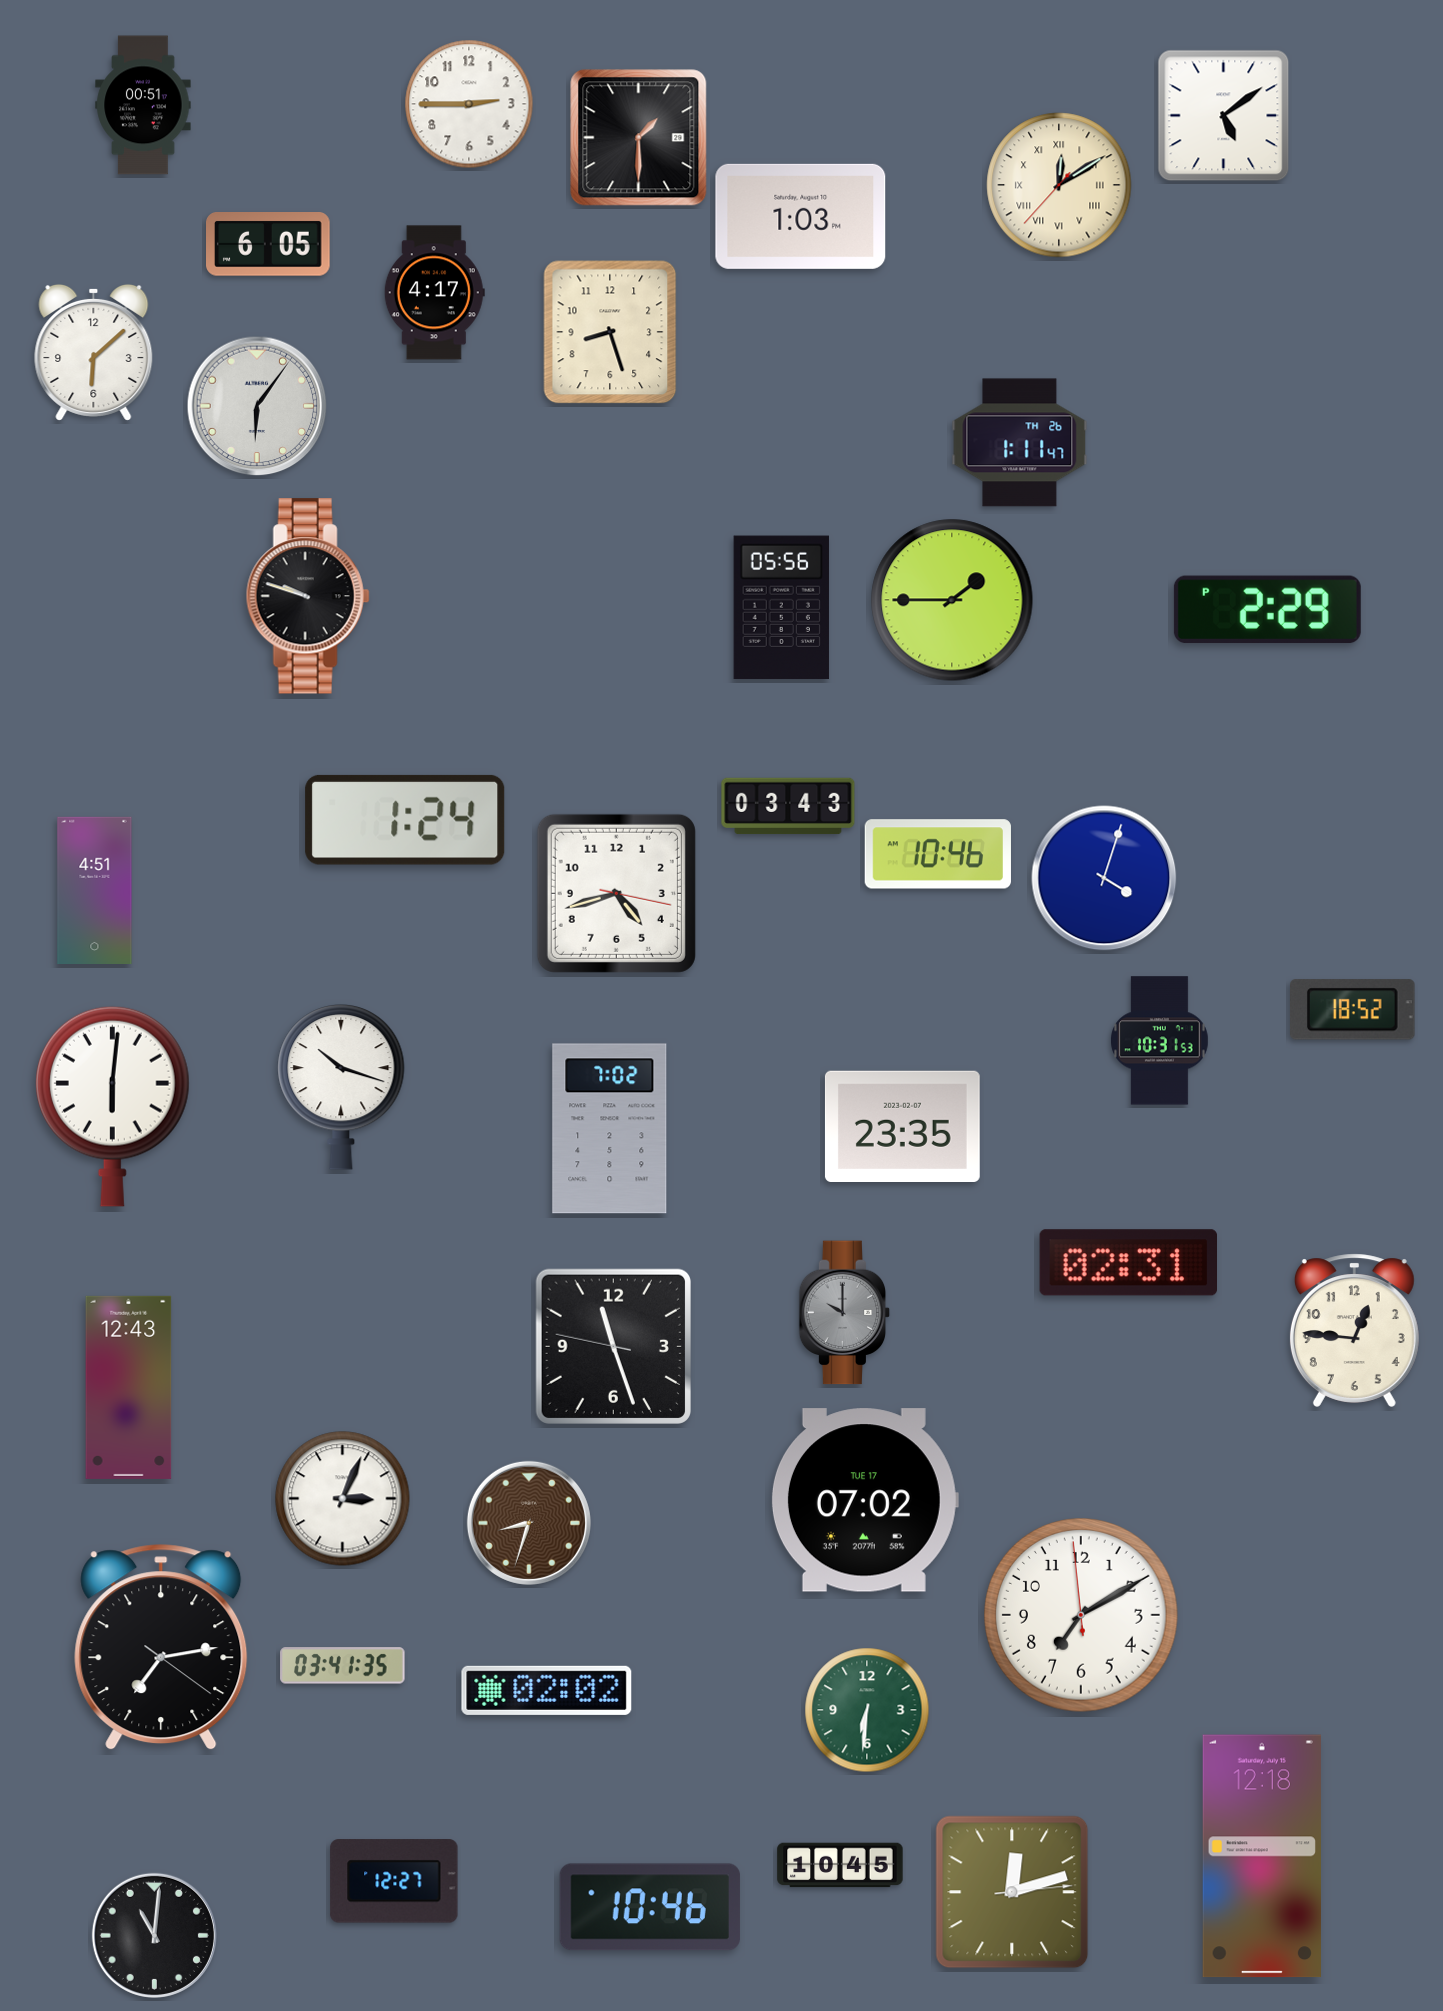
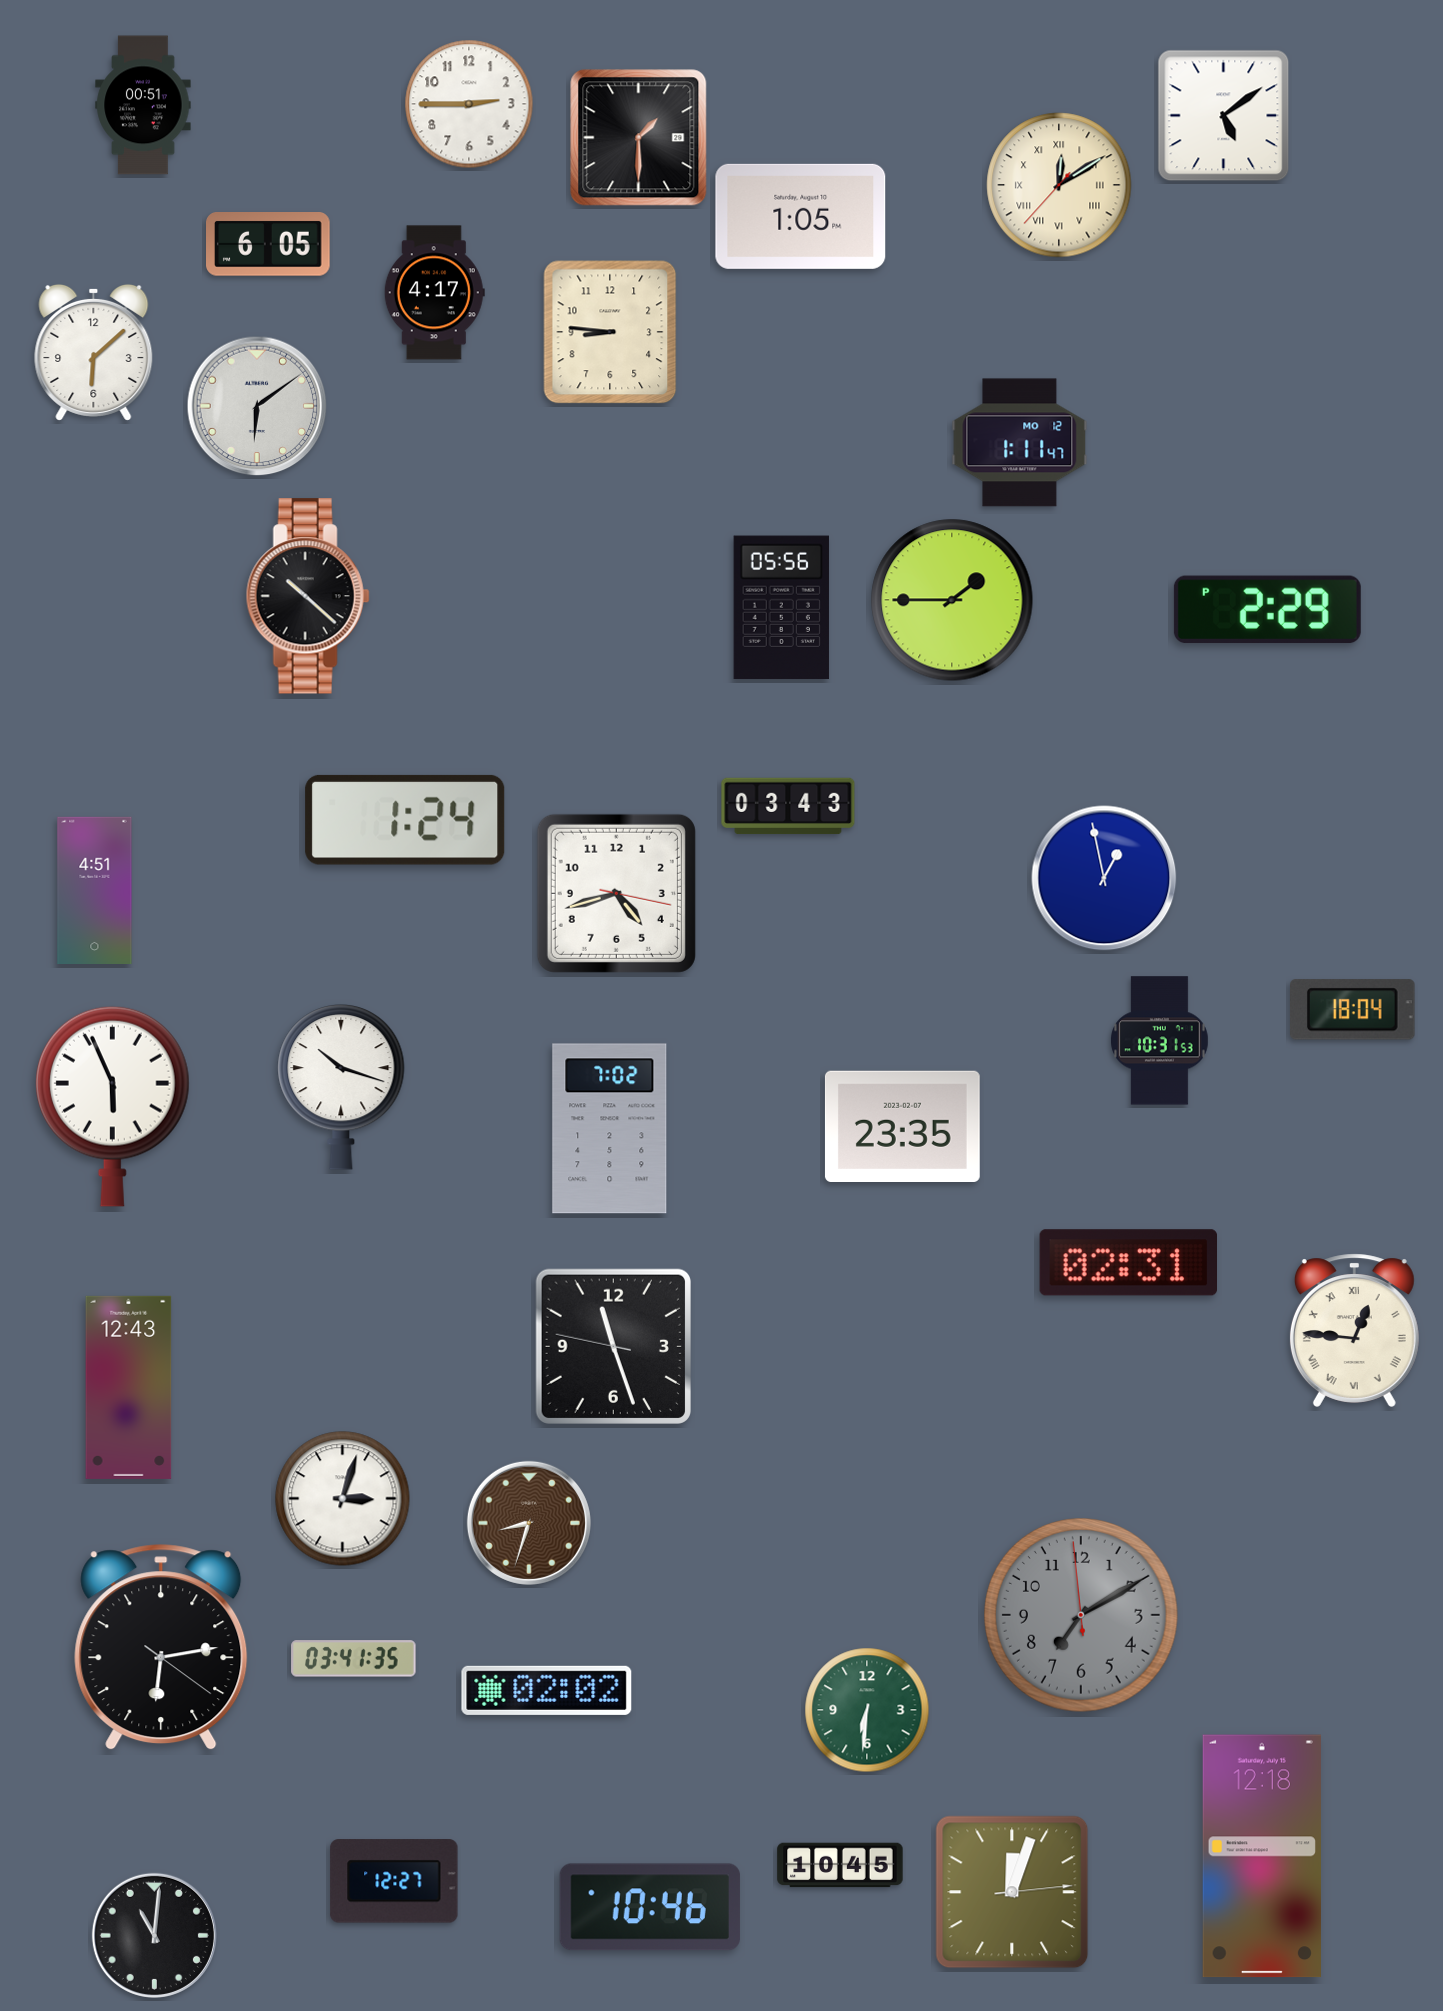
clock at (801, 216): 1:03 -> 1:05
clock at (610, 332): 8:27 -> 8:46
clock at (257, 406): 6:06 -> 6:09
clock at (1020, 443) date: TH 26 -> MO 12
clock at (308, 596): 9:48 -> 10:22
clock at (938, 854): 10:46 -> none
clock at (1104, 878): 4:03 -> 12:58
clock at (1353, 1010): 18:52 -> 18:04
clock at (112, 1106): 6:01 -> 5:56
clock at (845, 1313): 10:00 -> none
clock at (1354, 1330) numerals: Arabic -> Roman
clock at (343, 1499): 3:04 -> 3:03
clock at (865, 1500): 07:02 -> none
clock at (1081, 1615) dial: white -> grey
clock at (161, 1648): 7:13 -> 6:13
clock at (343, 1666) position: (343, 1666) -> (354, 1659)
clock at (1012, 1892): 12:12 -> 12:03
